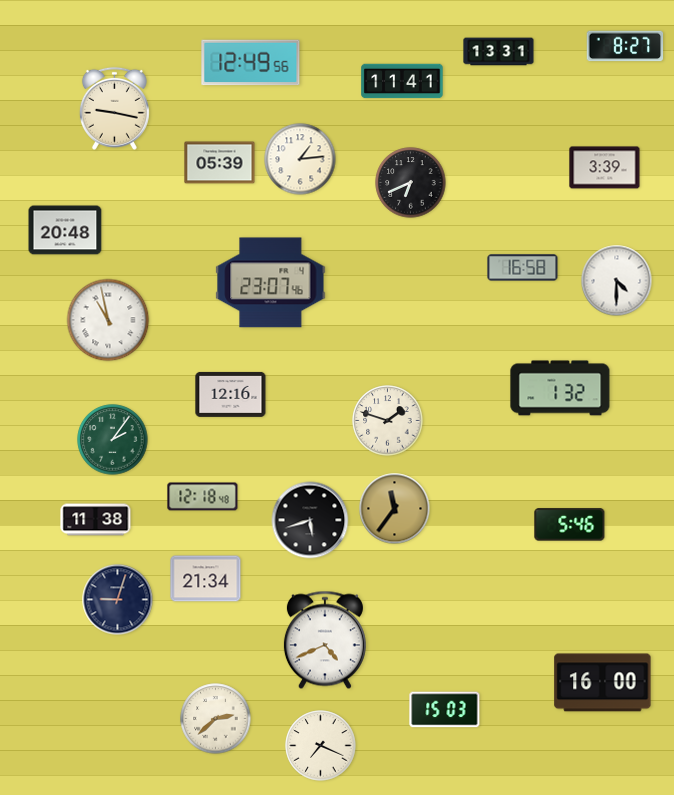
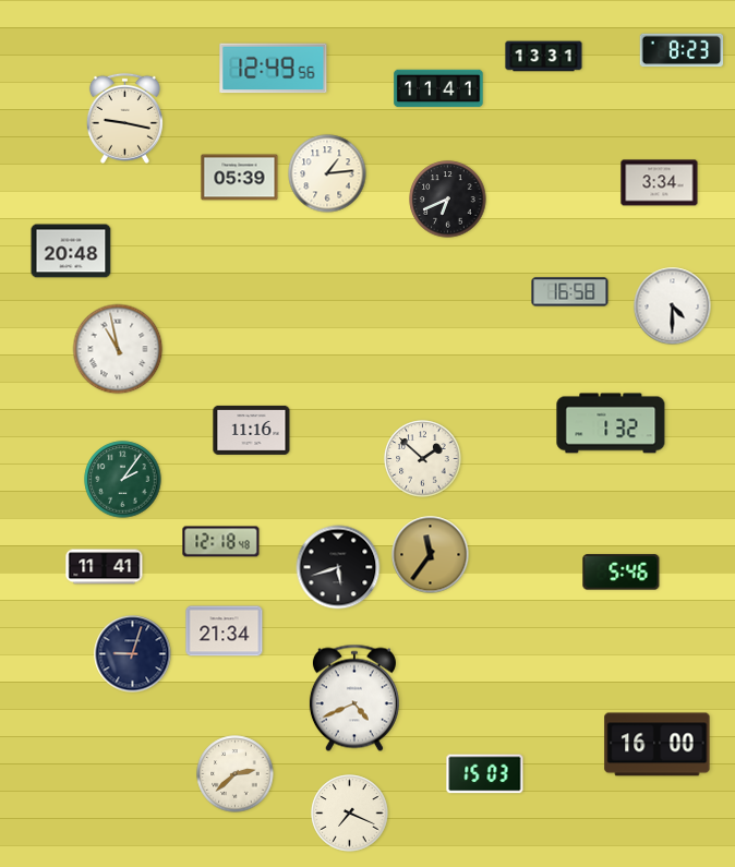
clock at (625, 46): 8:27 -> 8:23
clock at (605, 168): 3:39 -> 3:34
clock at (271, 283): 23:07 -> none
clock at (231, 394): 12:16 -> 11:16
clock at (388, 421): 1:48 -> 1:52
clock at (96, 520): 11:38 -> 11:41
clock at (118, 600) position: (118, 600) -> (133, 654)
clock at (216, 719) position: (216, 719) -> (236, 774)
